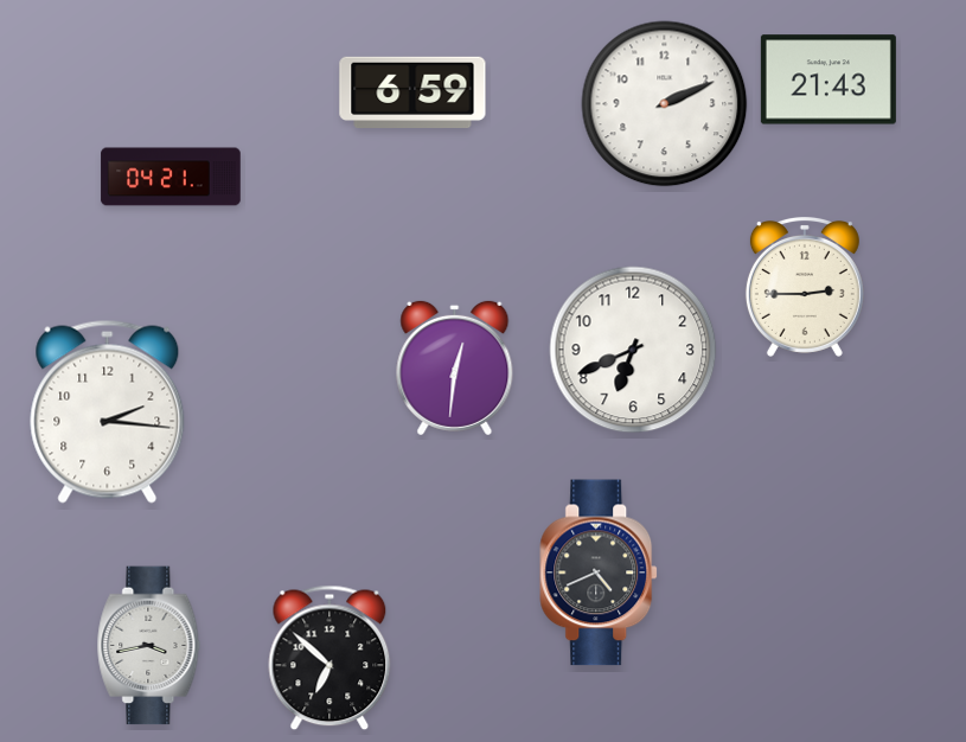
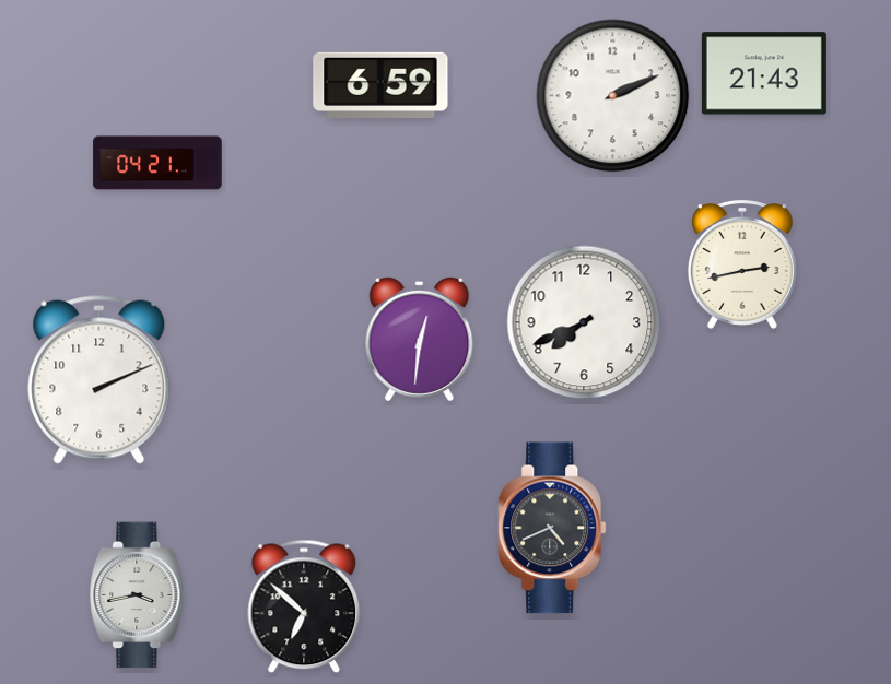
clock at (805, 287): 2:45 -> 2:43
clock at (633, 350): 6:41 -> 7:41
clock at (108, 411): 2:16 -> 2:11
